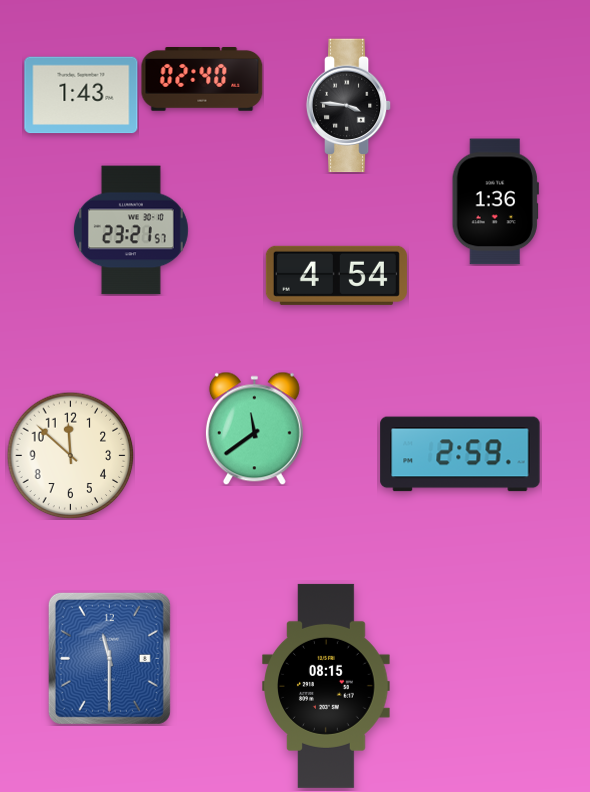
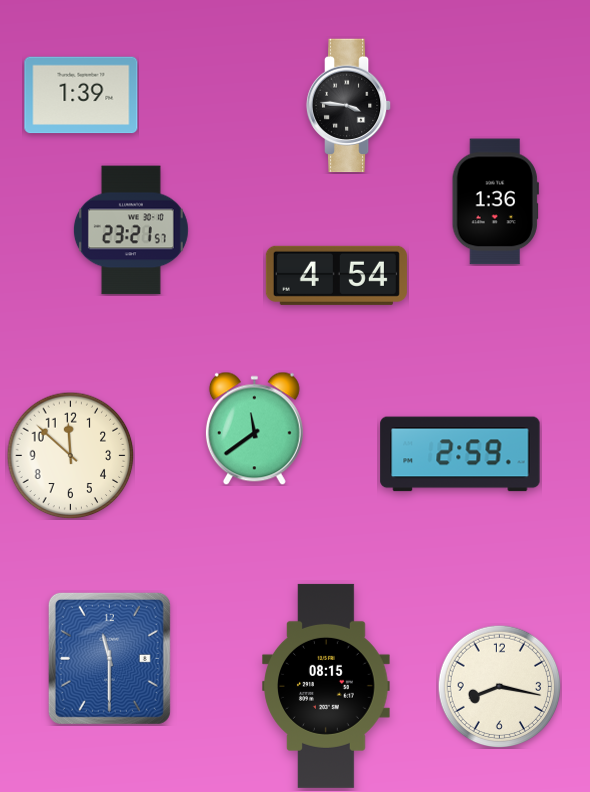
clock at (202, 80): 02:40 -> none
clock at (81, 95): 1:43 -> 1:39
clock at (499, 686): none -> 8:17
